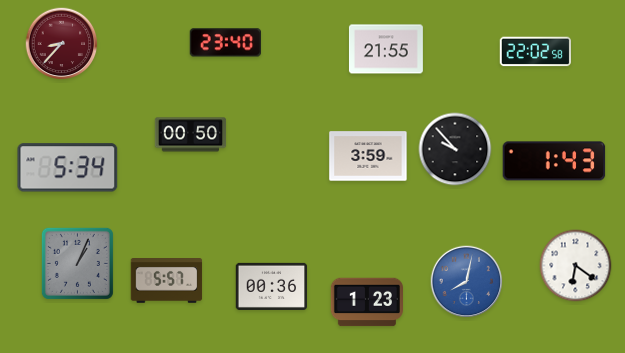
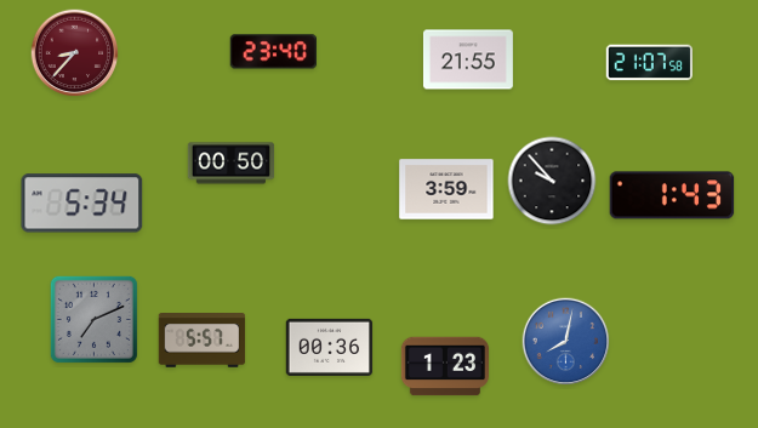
clock at (536, 52): 22:02 -> 21:07
clock at (77, 263): 1:04 -> 7:11
clock at (576, 266): 6:21 -> none
